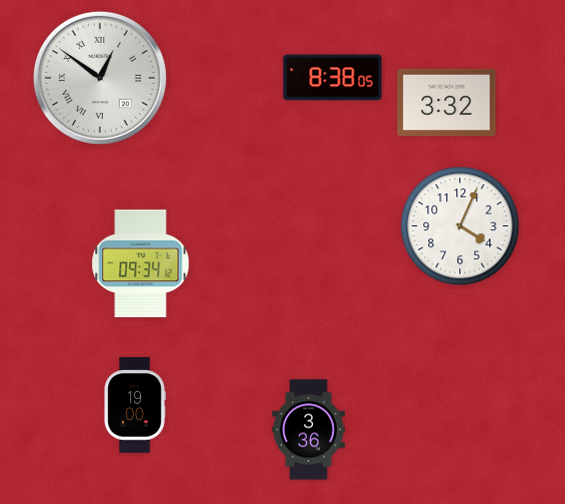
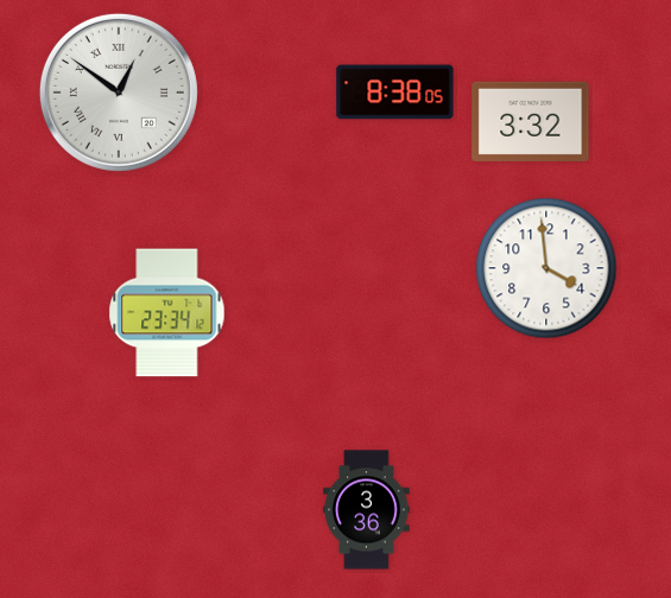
clock at (460, 226): 4:04 -> 3:59
clock at (141, 264): 09:34 -> 23:34
clock at (135, 405): 19:00 -> none
